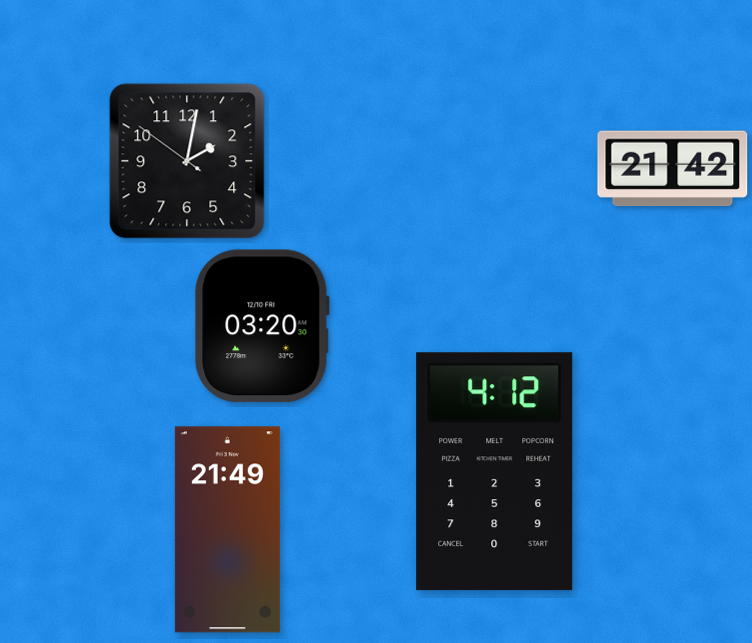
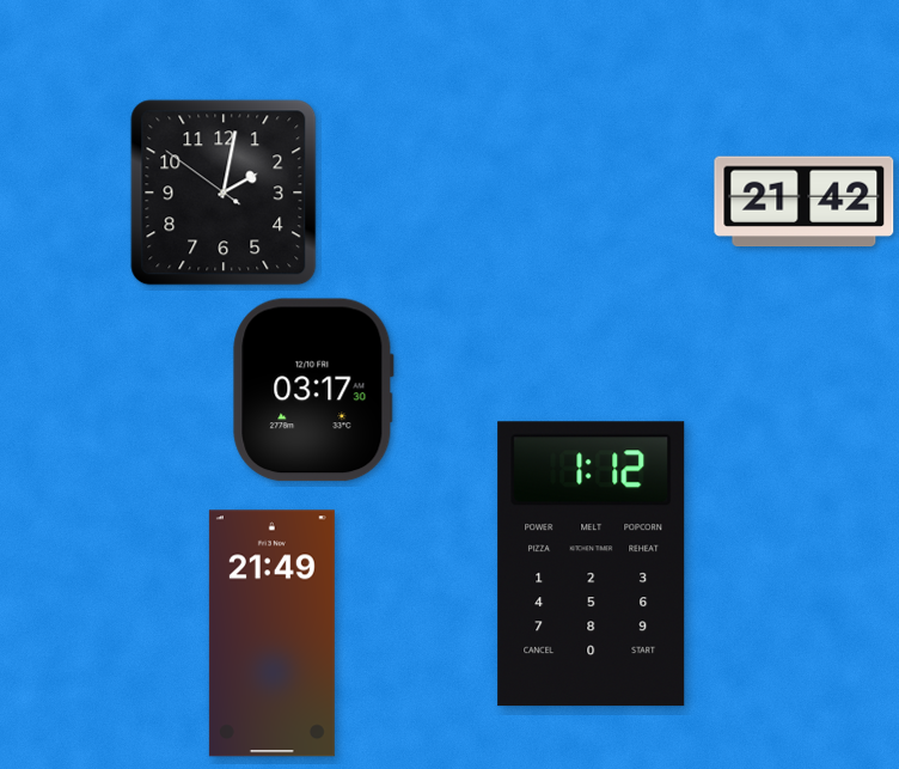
clock at (262, 326): 03:20 -> 03:17
clock at (495, 472): 4:12 -> 1:12
